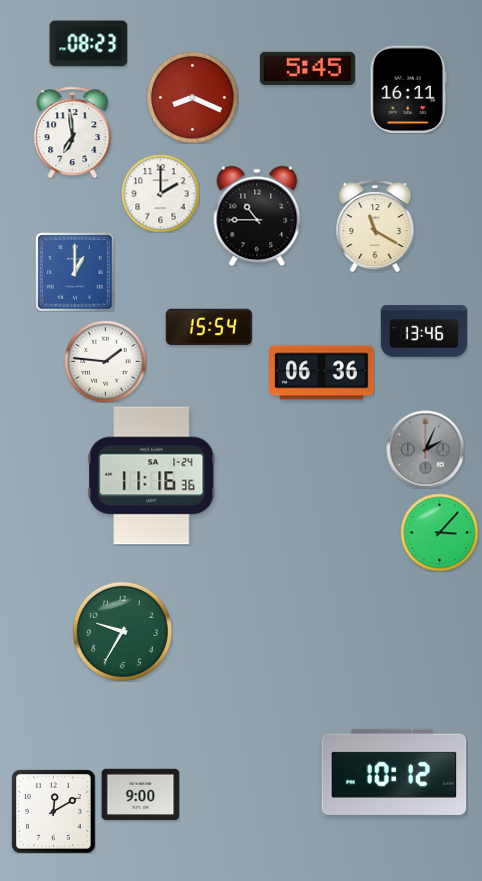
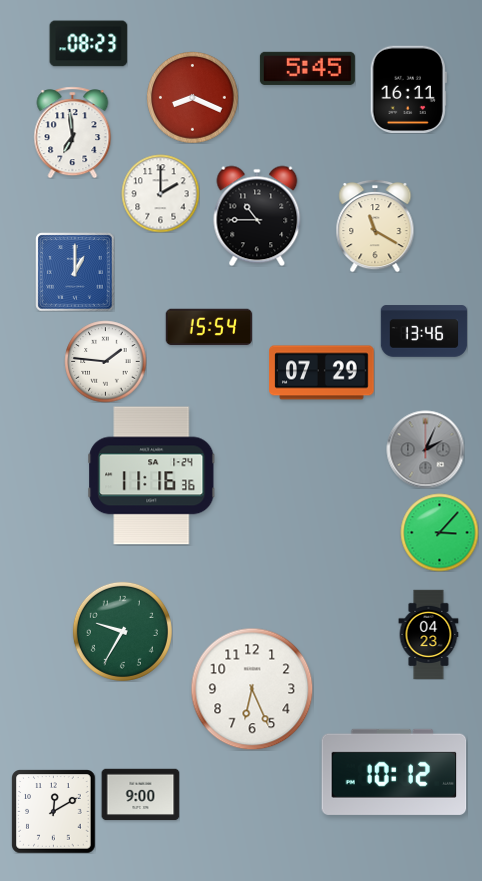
clock at (322, 373): 06:36 -> 07:29
clock at (429, 634): none -> 04:23
clock at (252, 689): none -> 6:26
